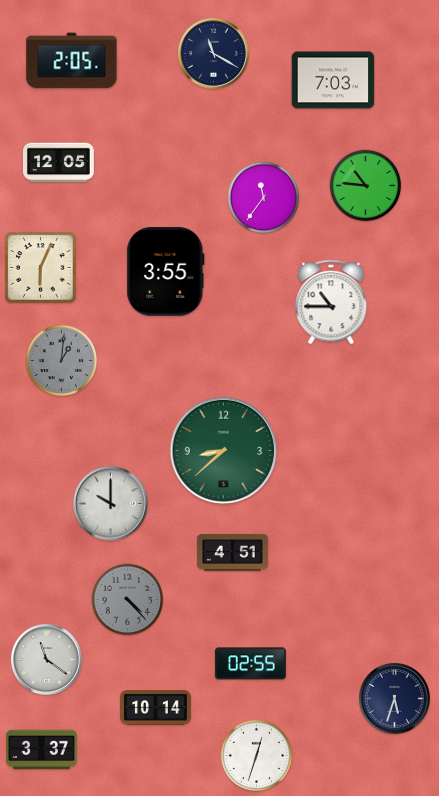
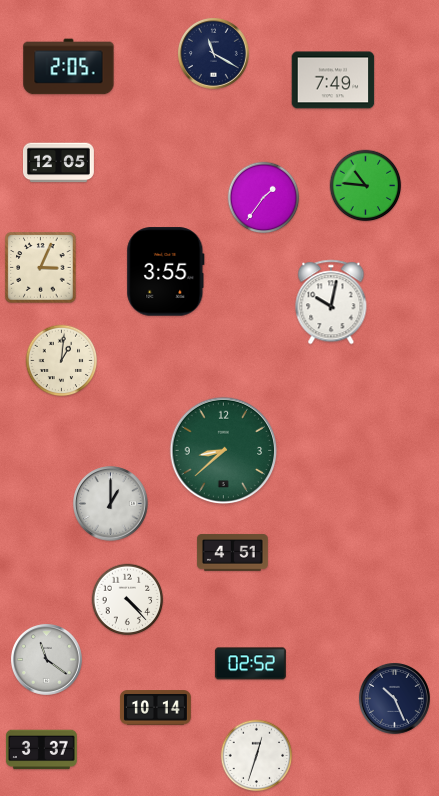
clock at (72, 61) position: (72, 61) -> (69, 67)
clock at (333, 80): 7:03 -> 7:49
clock at (264, 198): 11:36 -> 1:36
clock at (41, 268): 6:04 -> 3:04
clock at (331, 302): 10:45 -> 10:02
clock at (62, 361) dial: grey -> cream
clock at (111, 504): 10:00 -> 1:00
clock at (128, 600) dial: grey -> white
clock at (250, 664): 02:55 -> 02:52
clock at (394, 698): 5:33 -> 10:26
